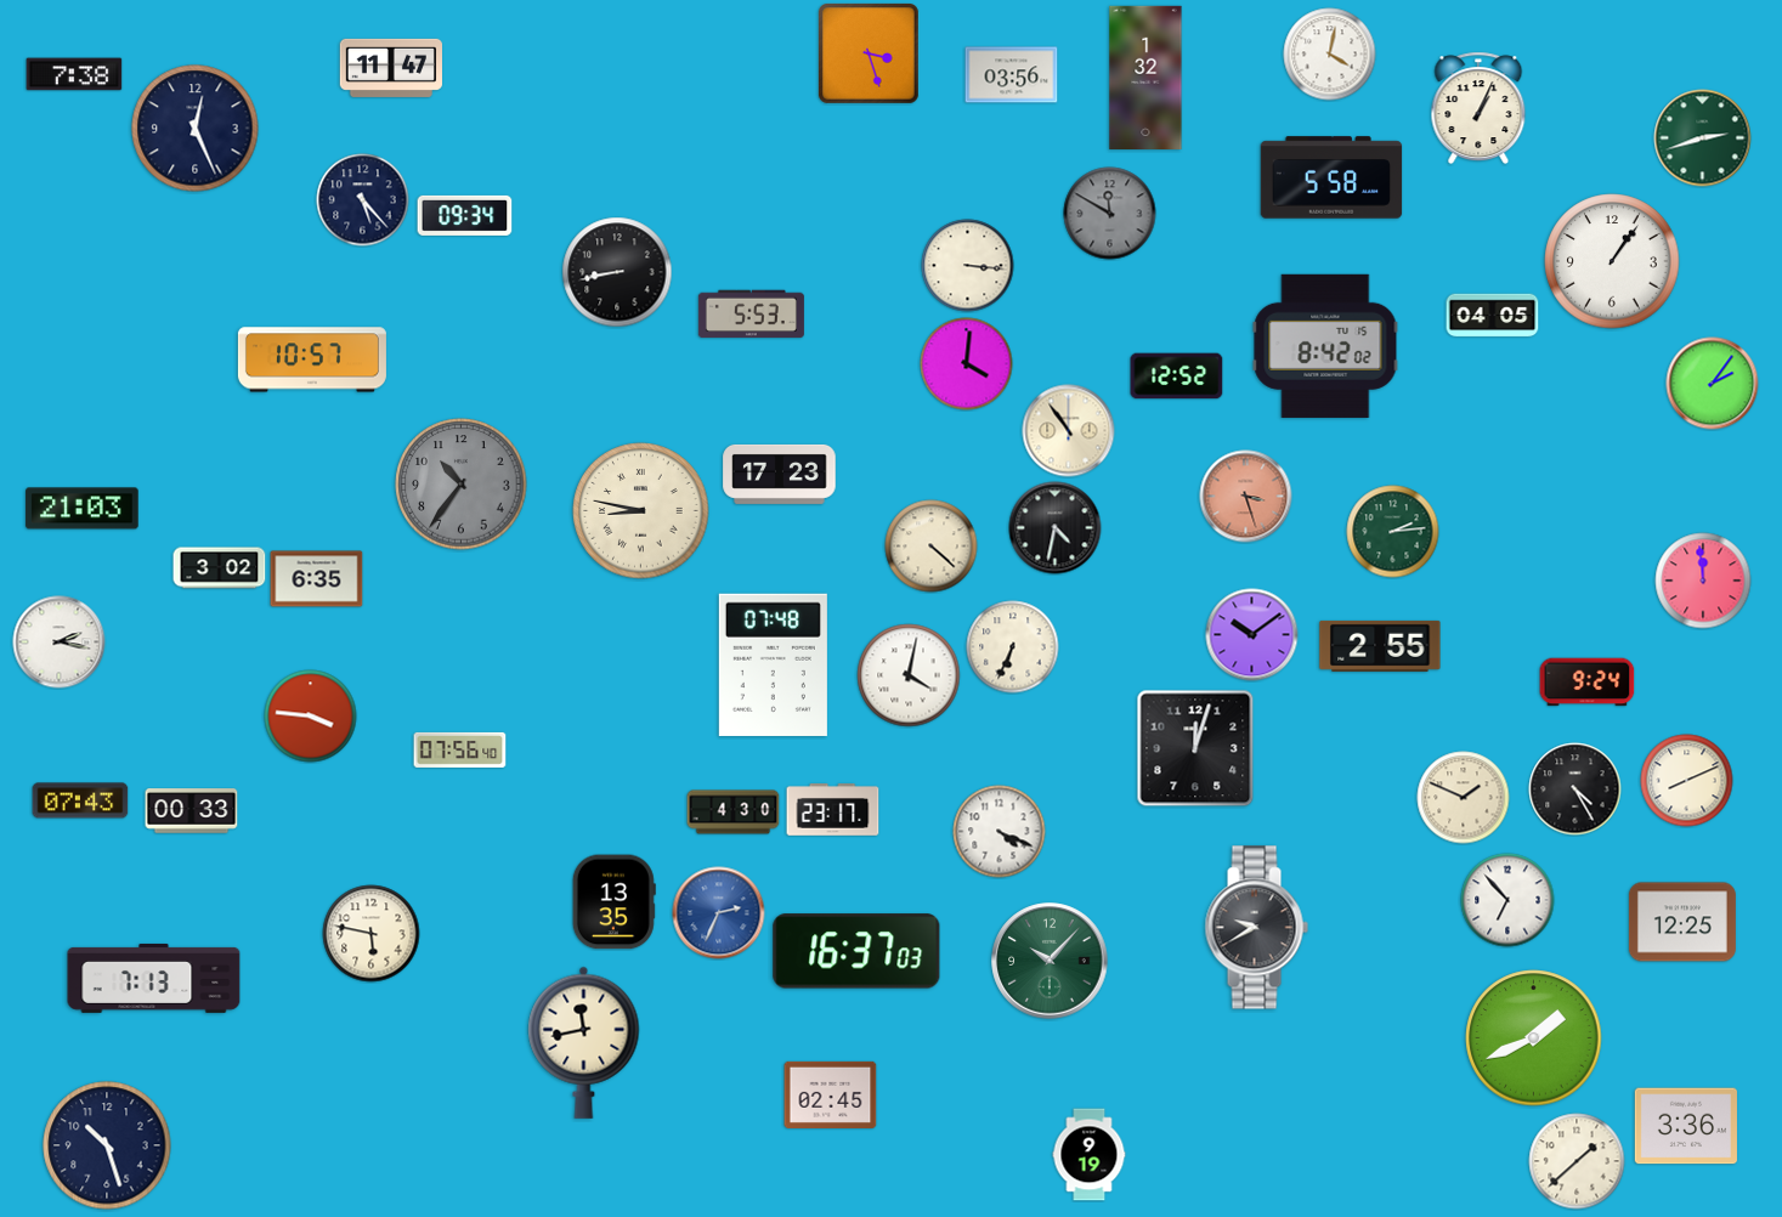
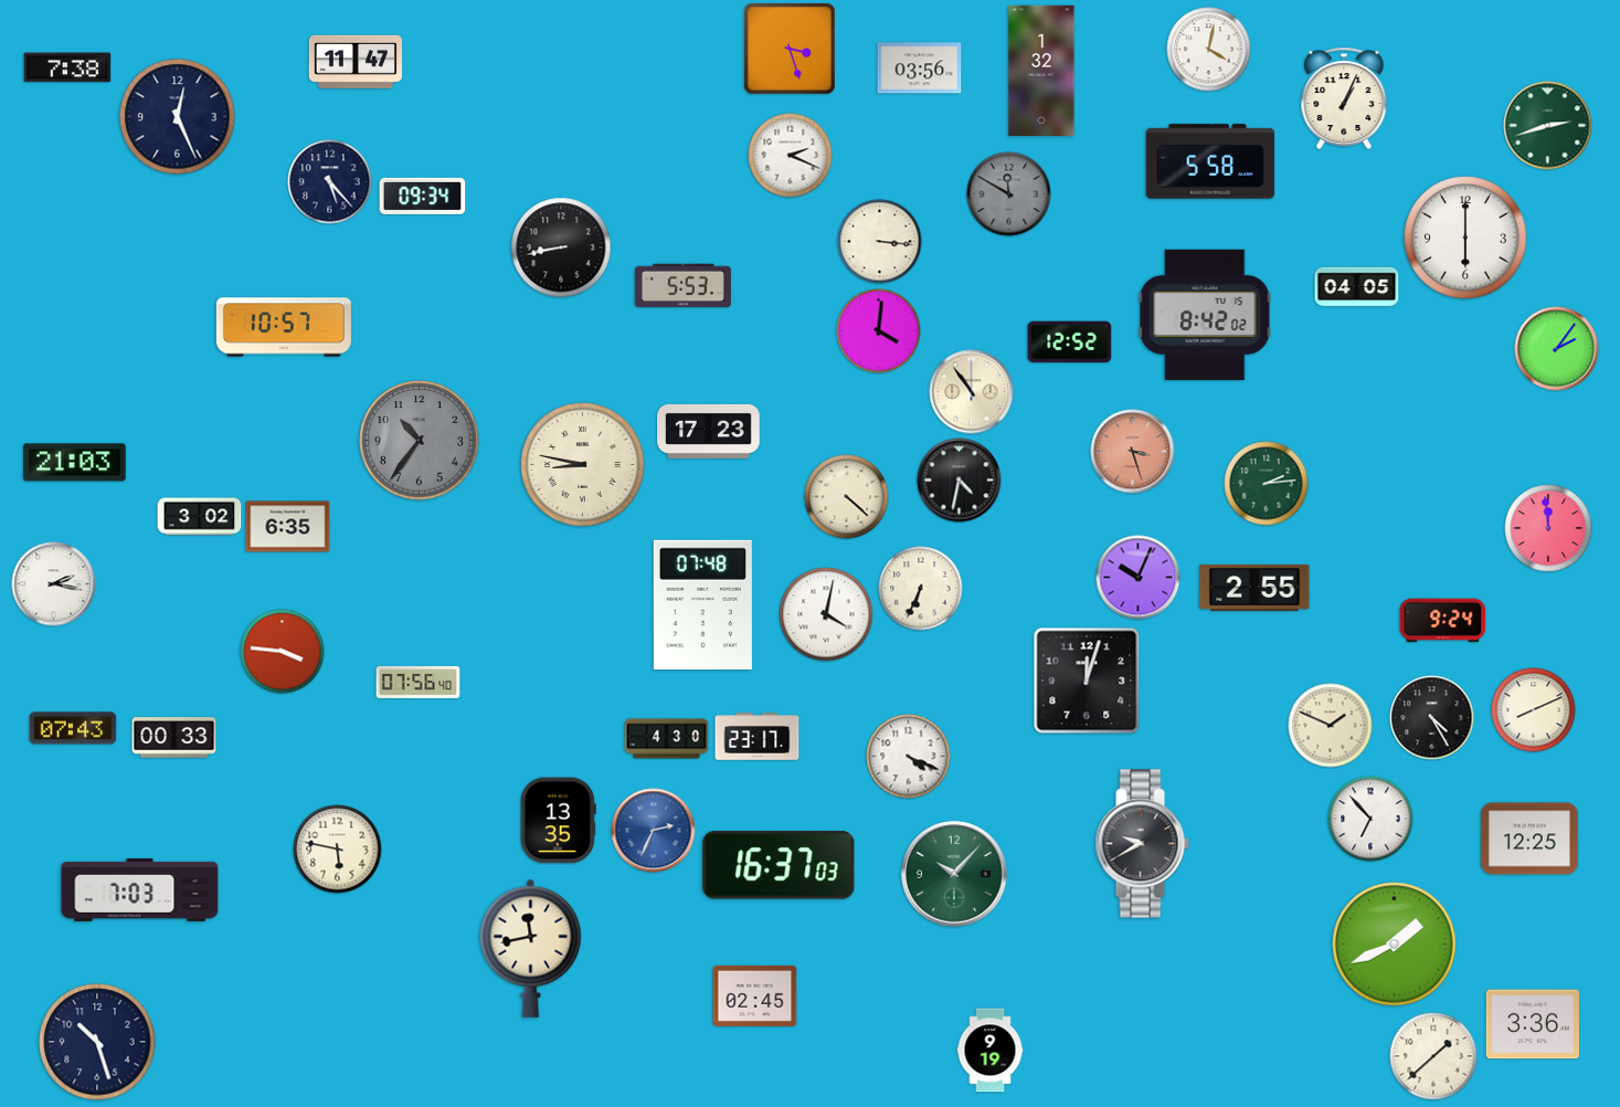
clock at (791, 156): none -> 2:19
clock at (1612, 261): 1:06 -> 6:00
clock at (1252, 635): 10:09 -> 10:04
clock at (154, 978): 7:13 -> 7:03
